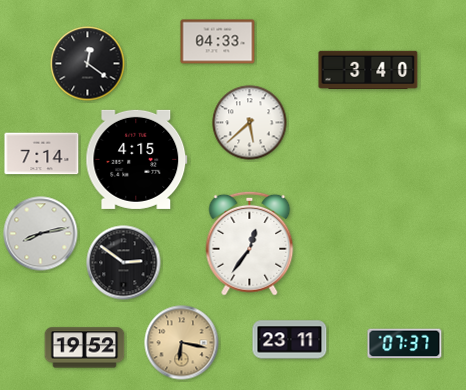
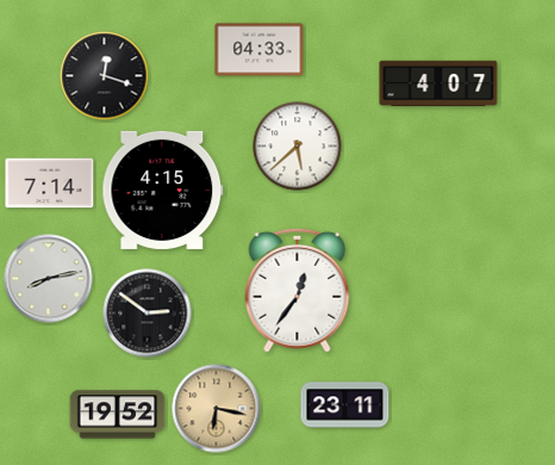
clock at (88, 64): 12:21 -> 12:18
clock at (368, 69): 3:40 -> 4:07
clock at (405, 344): 07:37 -> none
clock at (85, 348) position: (85, 348) -> (118, 415)
